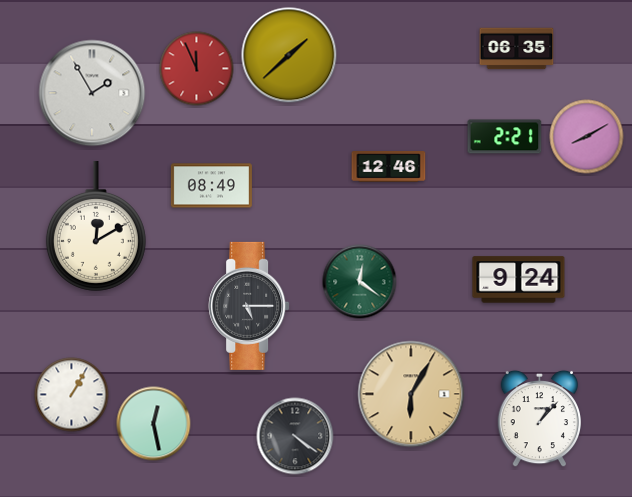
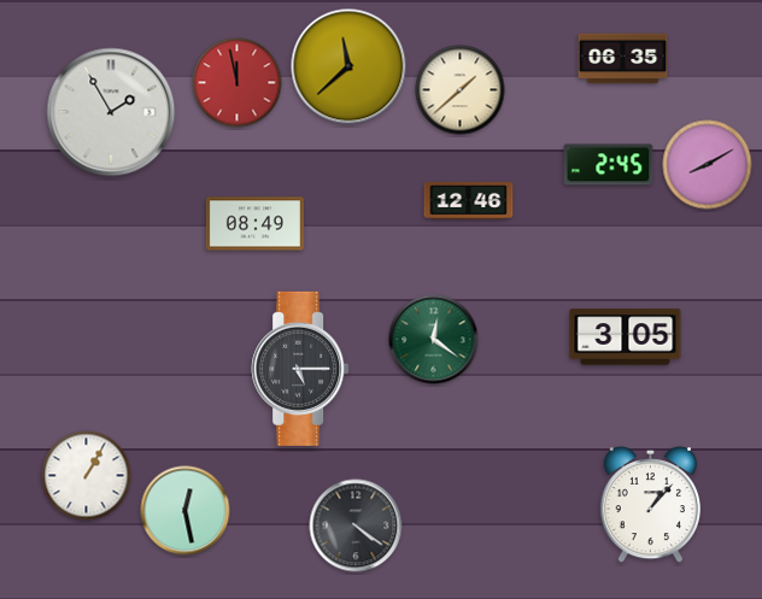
clock at (289, 55): 1:38 -> 11:38
clock at (197, 69): 11:56 -> 11:58
clock at (461, 90): none -> 1:38
clock at (505, 137): 2:21 -> 2:45
clock at (96, 226): 12:10 -> none
clock at (519, 280): 9:24 -> 3:05
clock at (411, 394): 6:05 -> none
